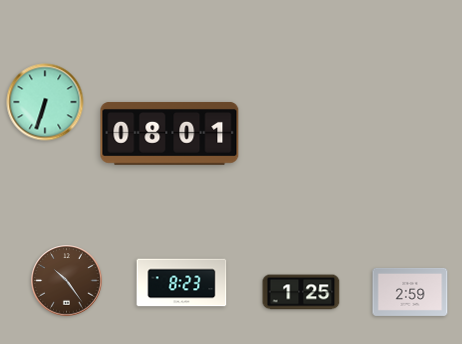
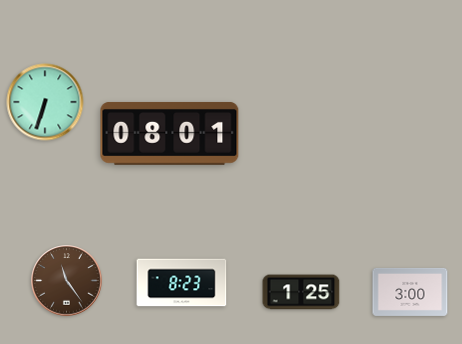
clock at (67, 281): 10:24 -> 11:24
clock at (410, 292): 2:59 -> 3:00
